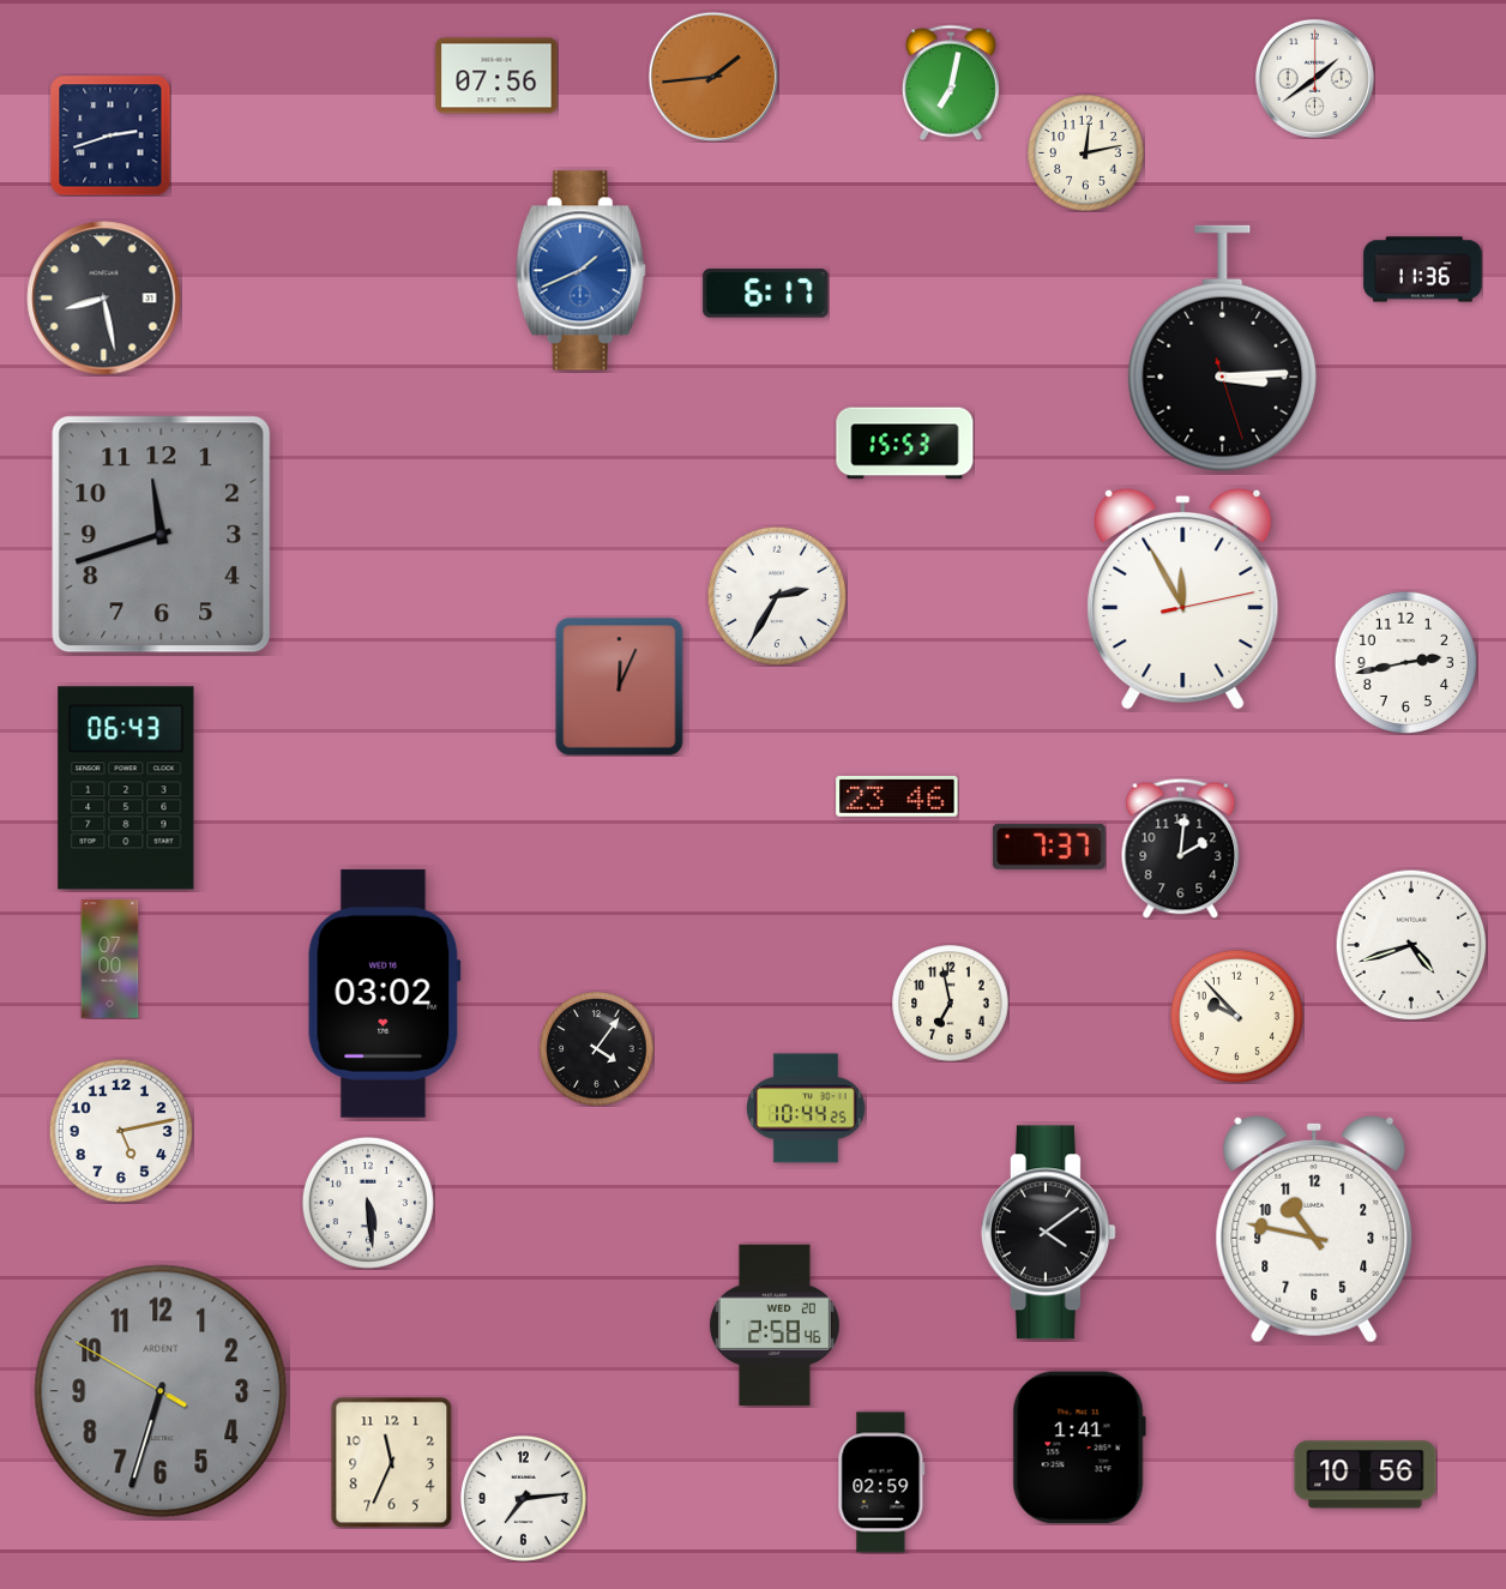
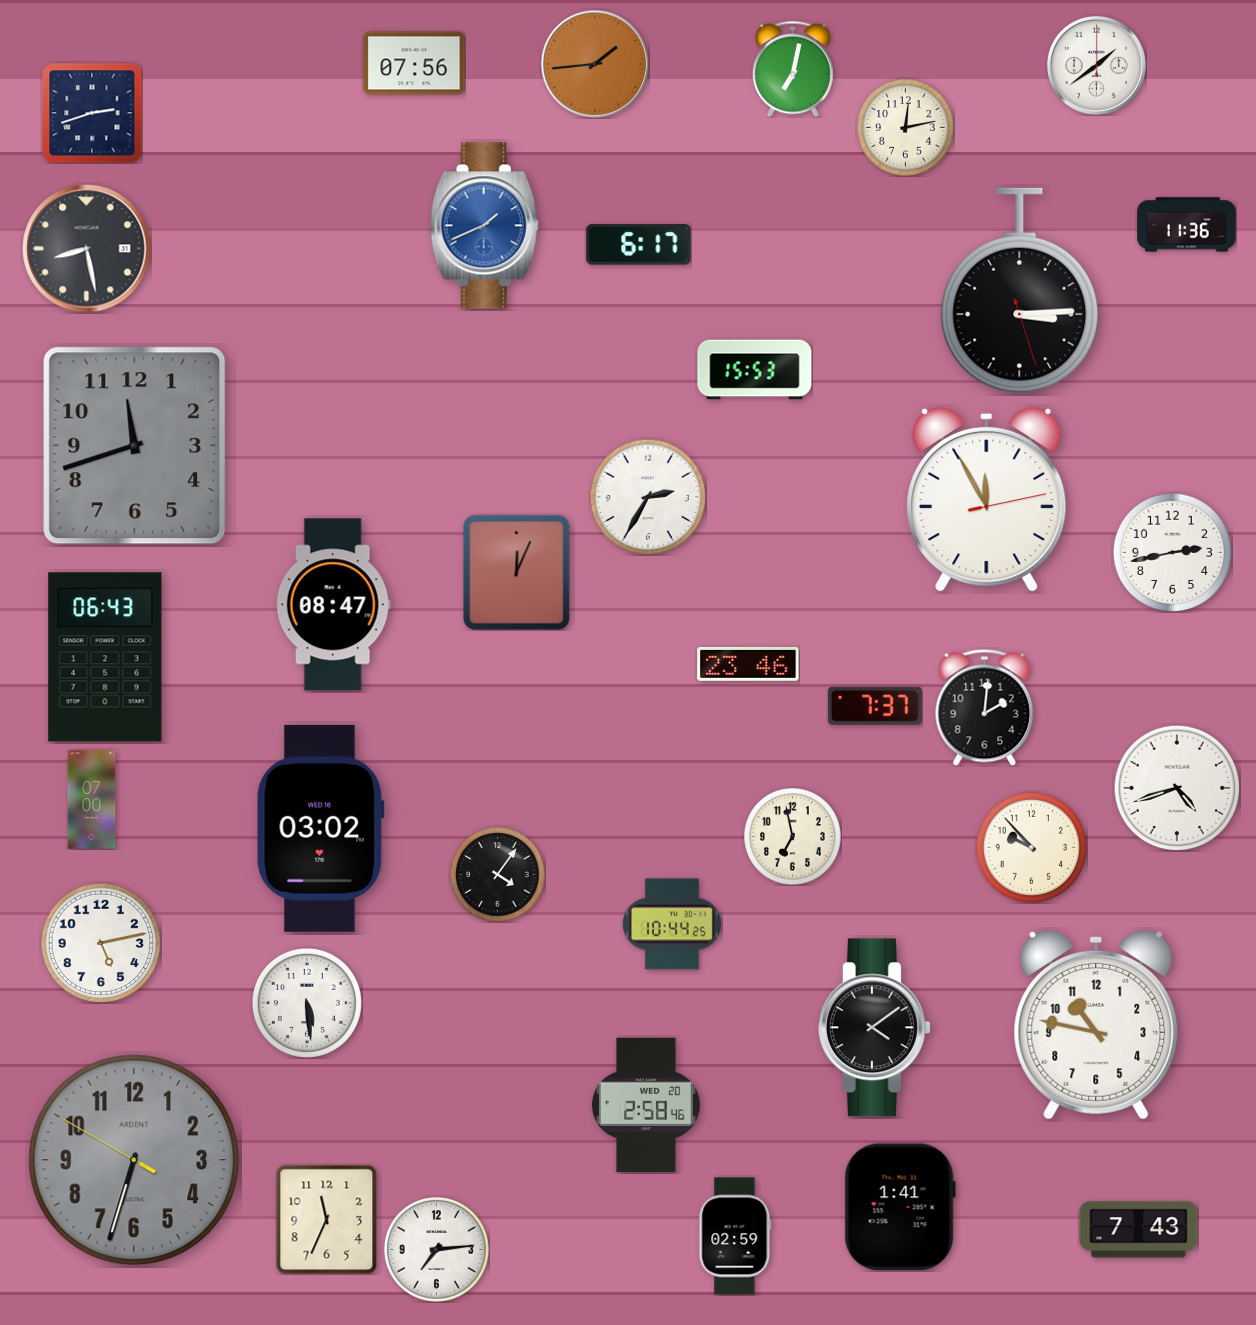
clock at (333, 605): none -> 08:47
clock at (1366, 1475): 10:56 -> 7:43
